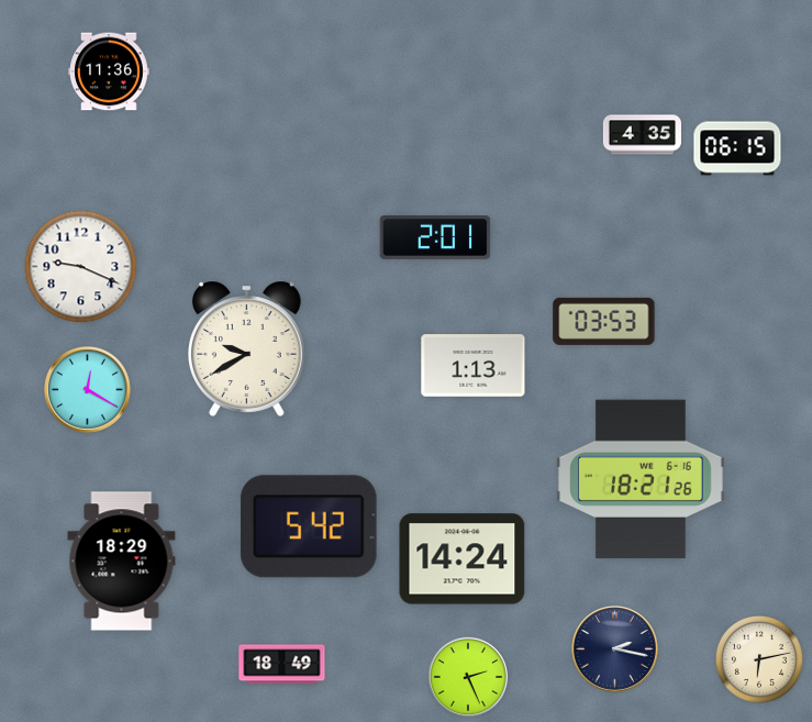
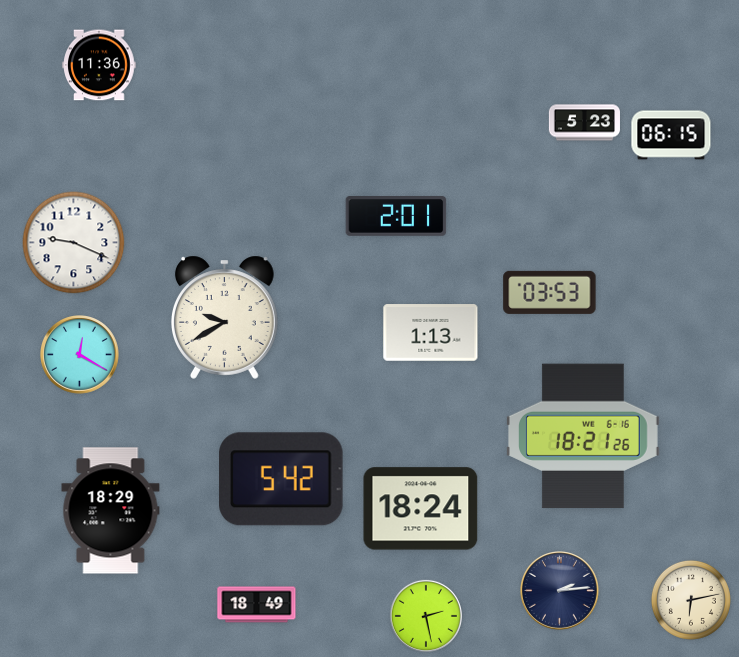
clock at (642, 135): 4:35 -> 5:23
clock at (463, 559): 14:24 -> 18:24
clock at (615, 649): 2:17 -> 2:14
clock at (468, 677): 2:26 -> 2:28
